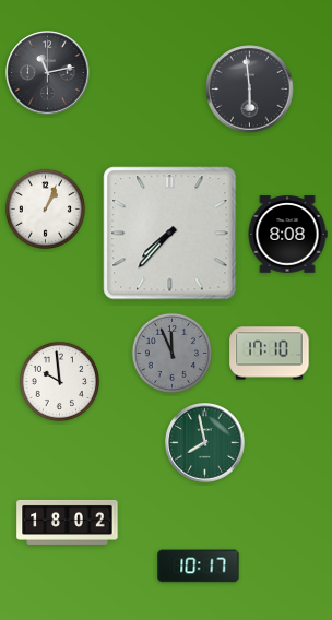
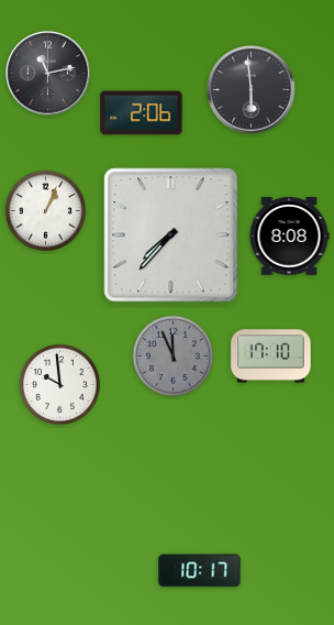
clock at (142, 113): none -> 2:06
clock at (205, 443): 7:58 -> none
clock at (68, 522): 18:02 -> none
